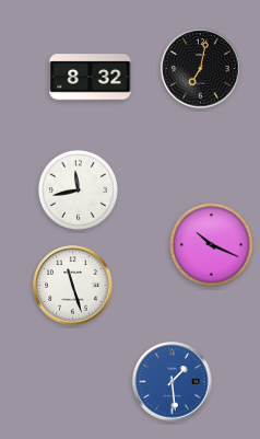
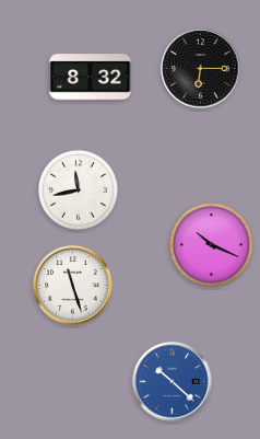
clock at (201, 69): 7:02 -> 6:15
clock at (173, 382): 1:29 -> 10:22
